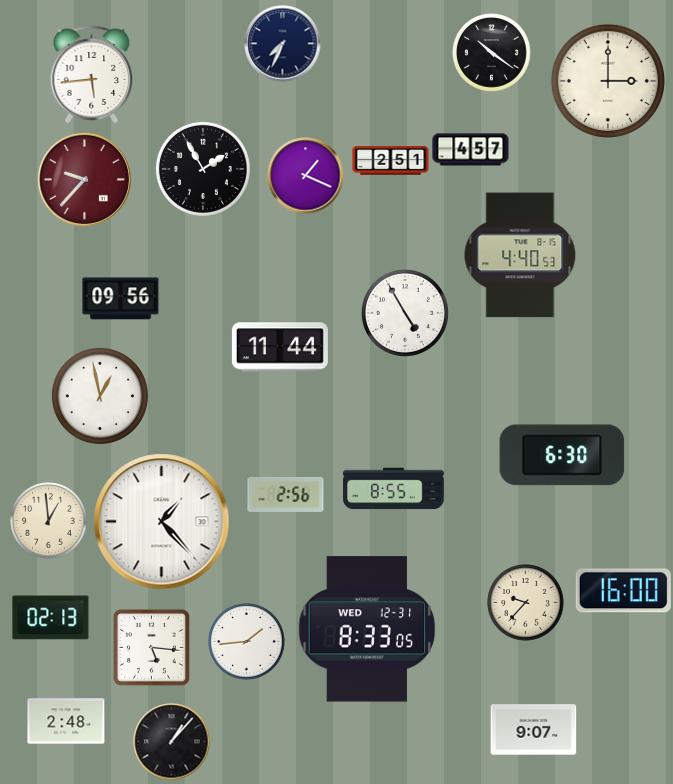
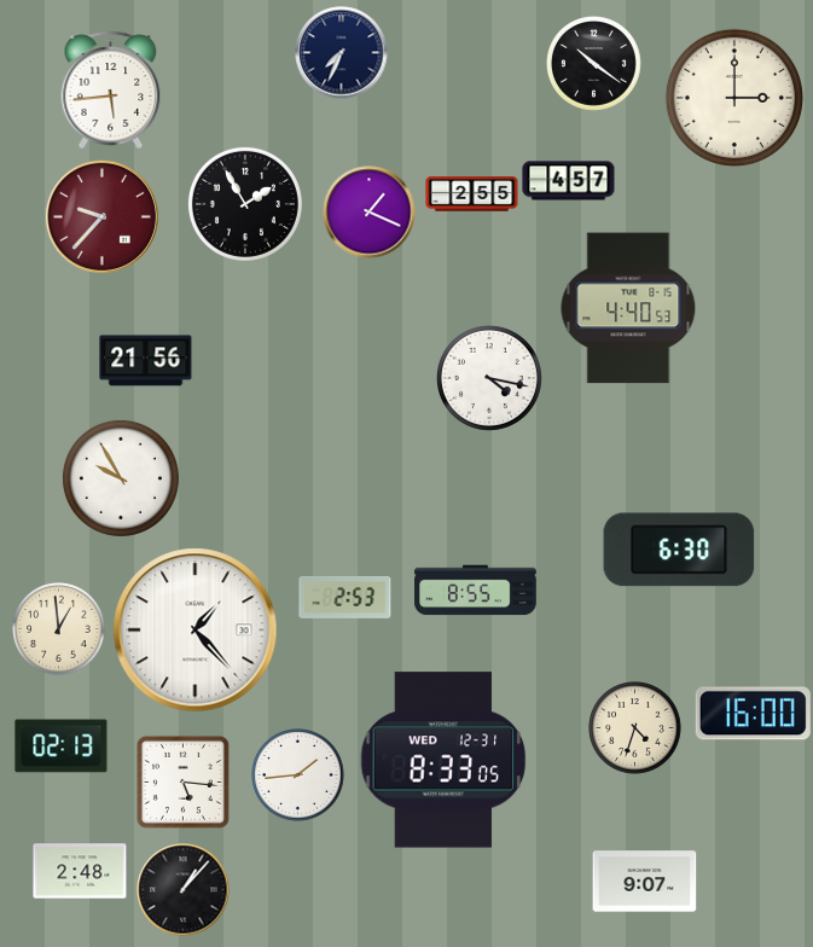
clock at (391, 161): 2:51 -> 2:55
clock at (121, 299): 09:56 -> 21:56
clock at (405, 313): 4:55 -> 4:17
clock at (280, 347): 11:44 -> none
clock at (100, 396): 12:58 -> 9:55
clock at (286, 494): 2:56 -> 2:53
clock at (526, 603): 9:37 -> 4:33
clock at (172, 742) position: (172, 742) -> (184, 890)
